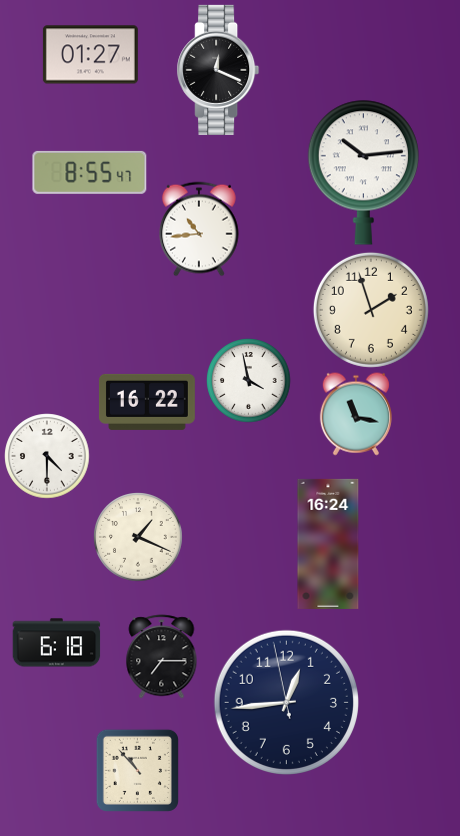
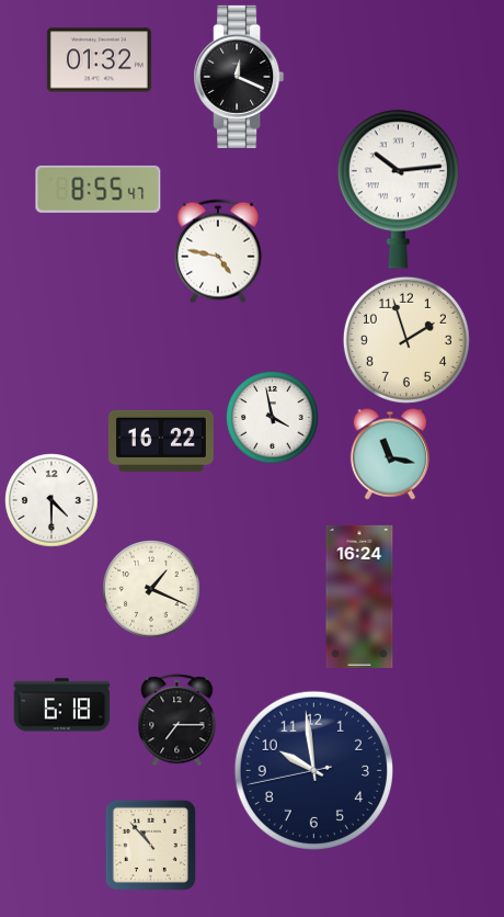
clock at (90, 55): 01:27 -> 01:32
clock at (200, 229): 10:44 -> 4:47
clock at (286, 702): 12:43 -> 9:58
